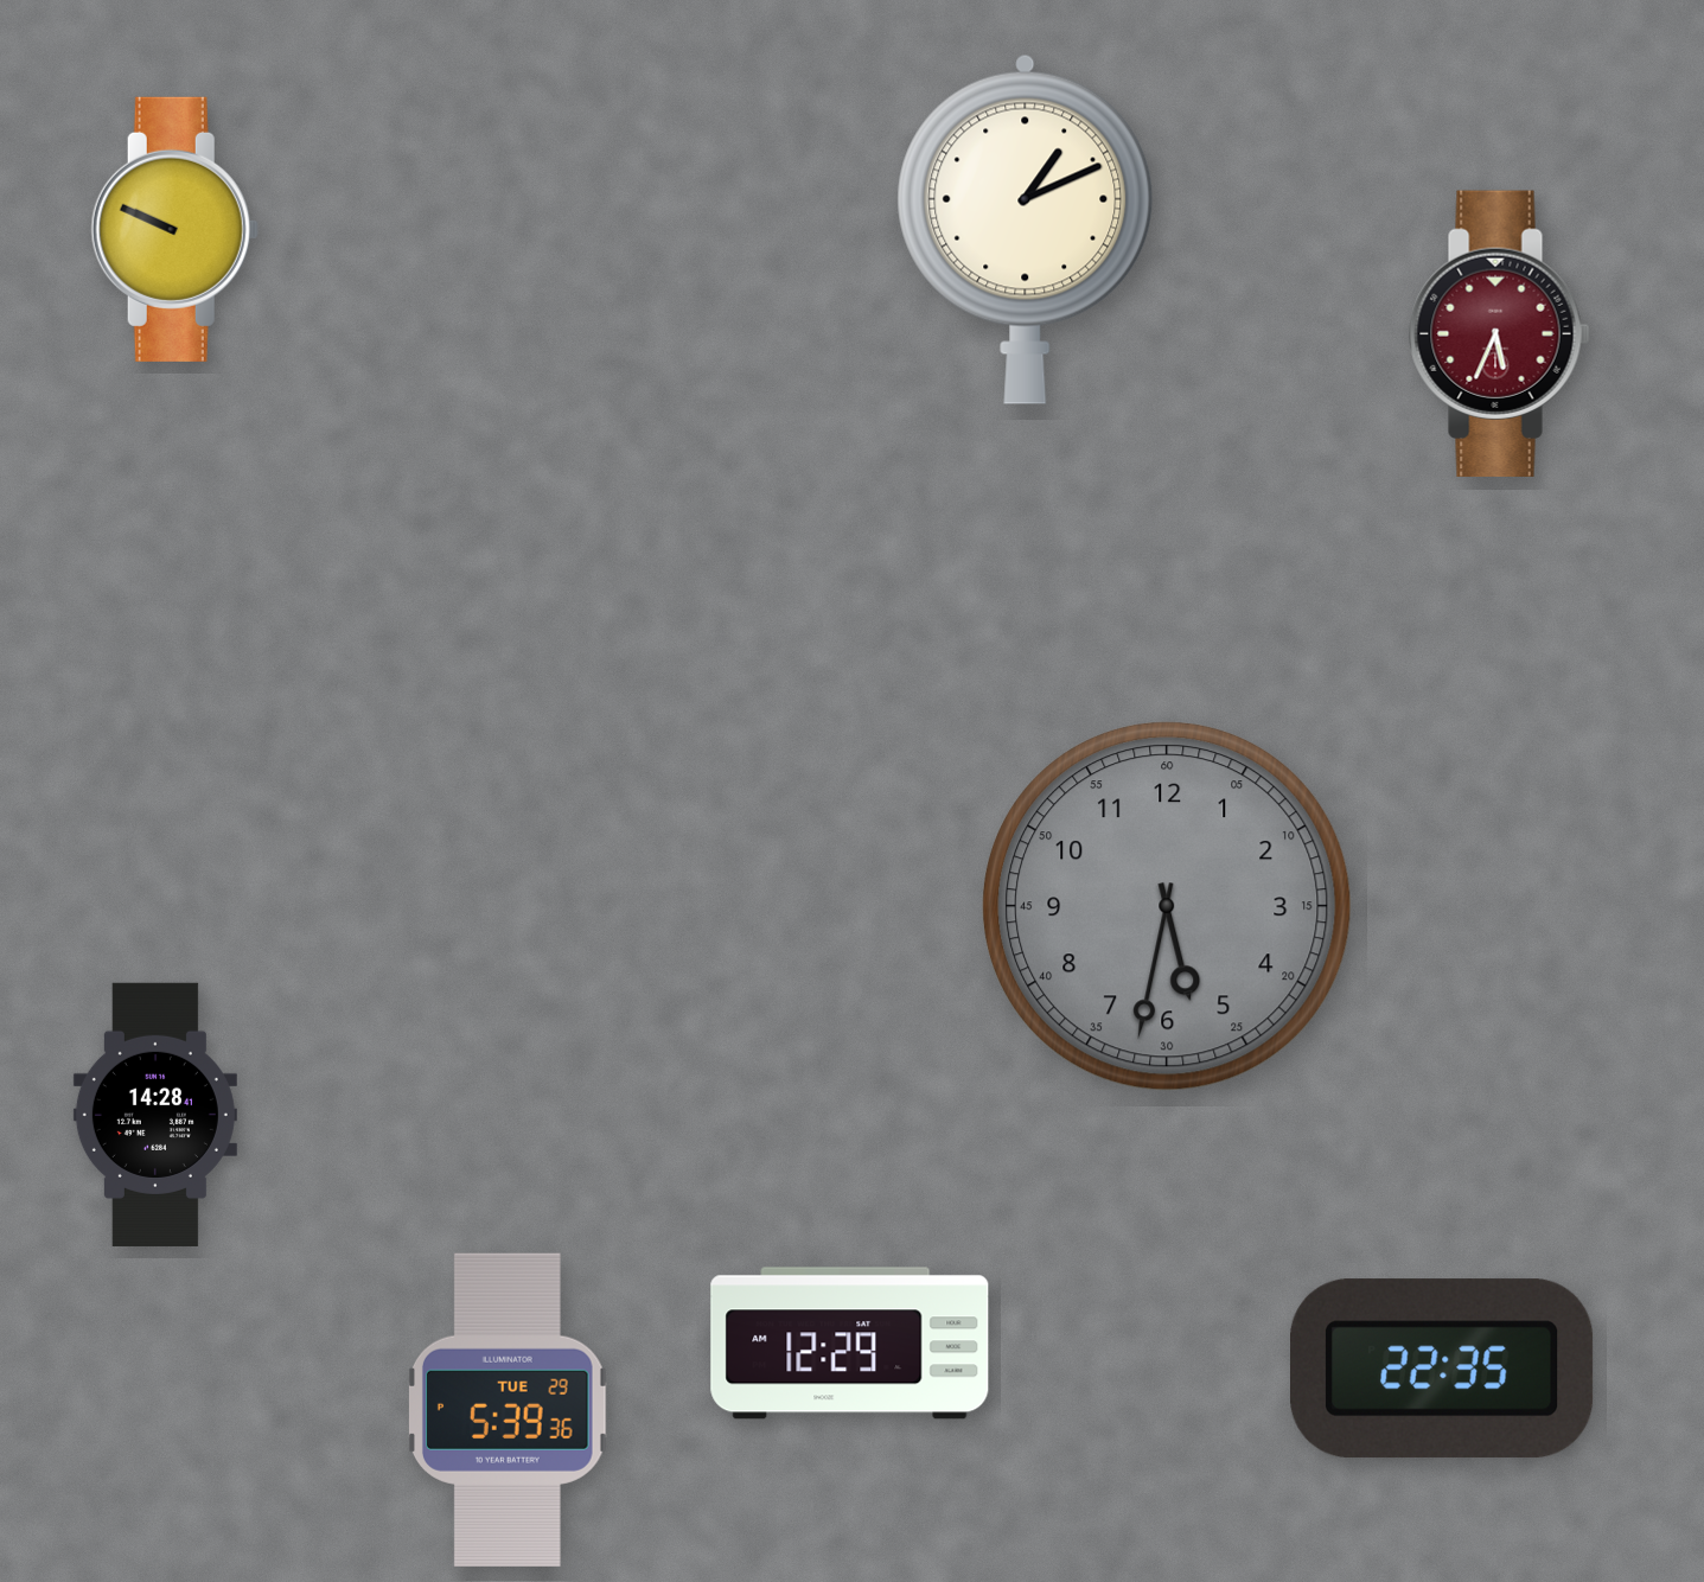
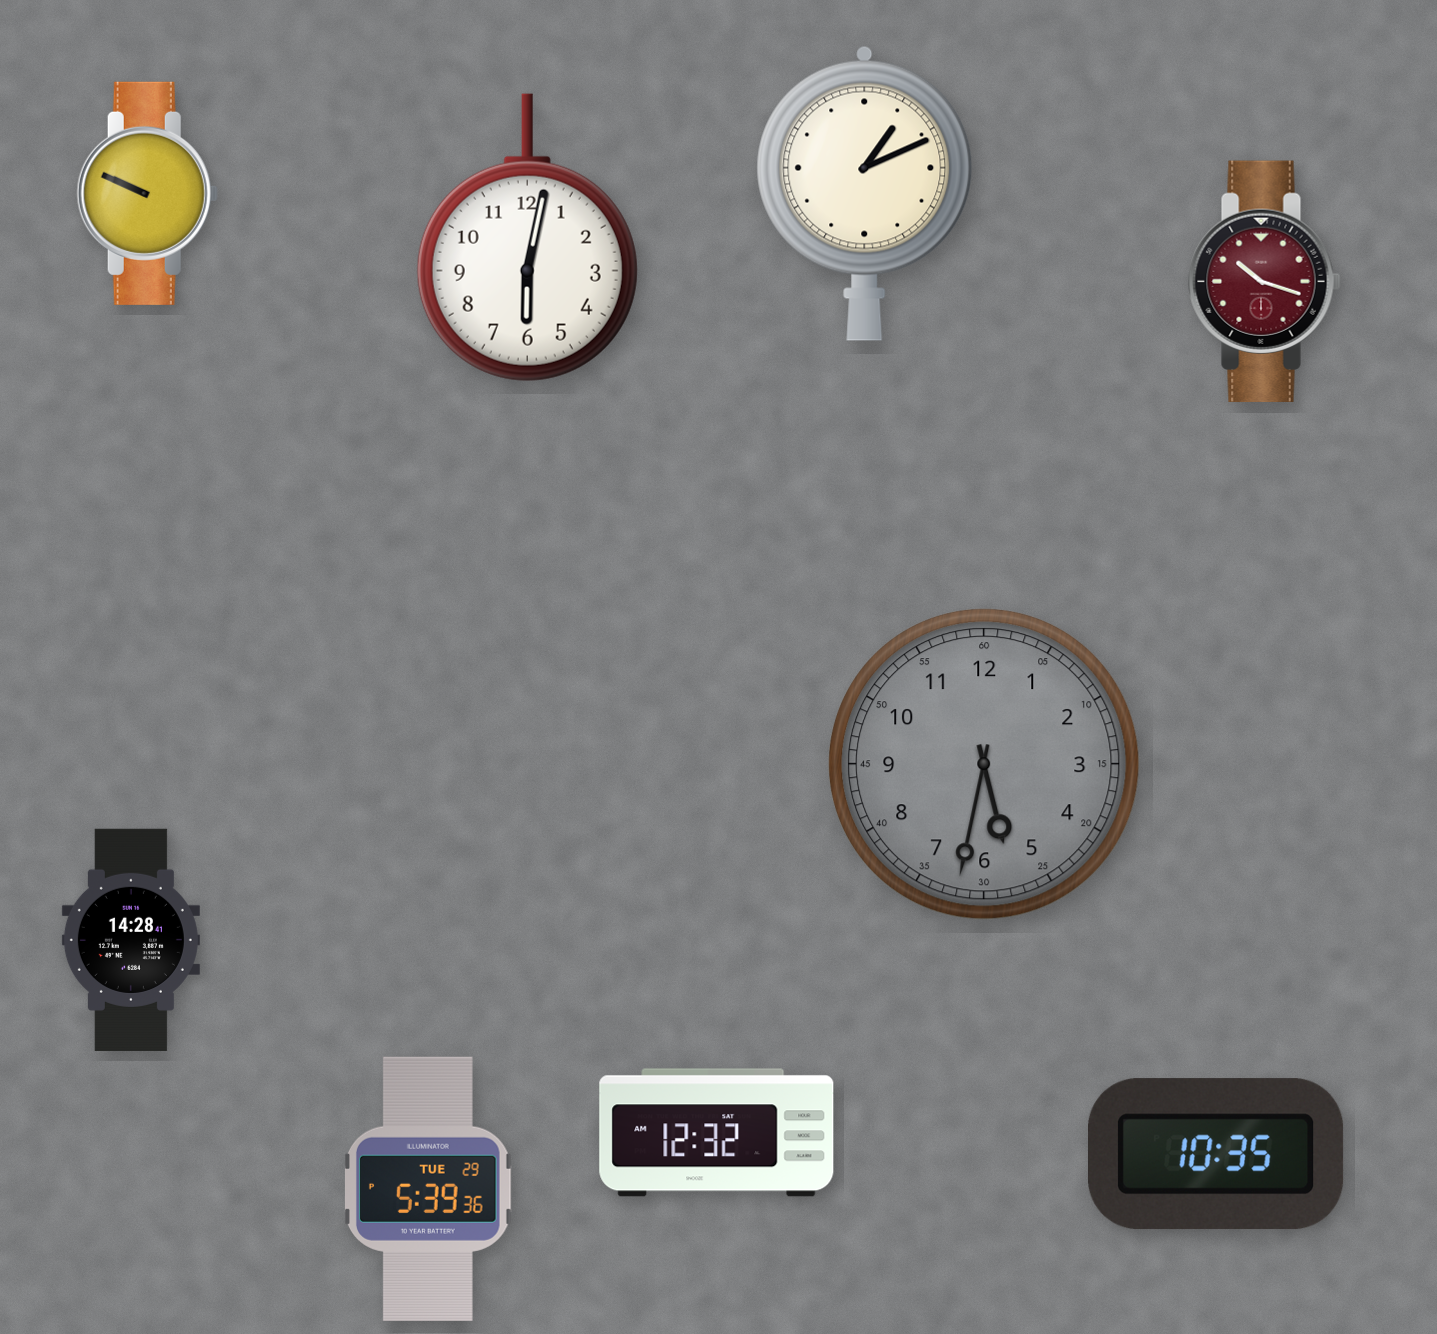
clock at (527, 238): none -> 6:02
clock at (1500, 333): 5:34 -> 10:18
clock at (850, 1344): 12:29 -> 12:32
clock at (1443, 1369): 22:35 -> 10:35
